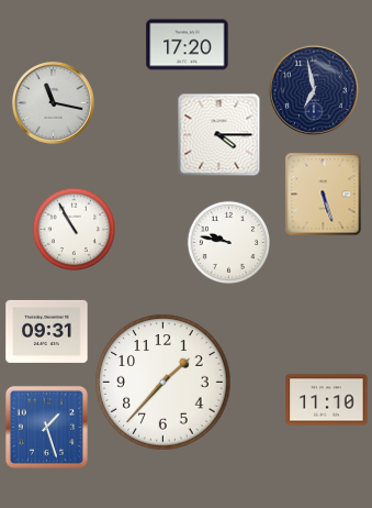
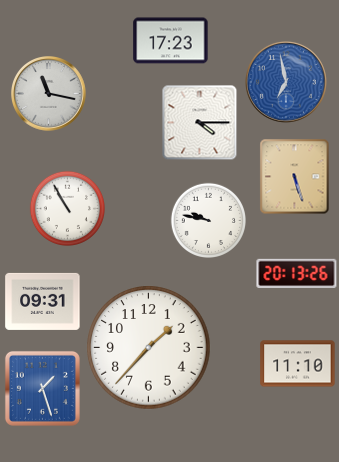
clock at (188, 45): 17:20 -> 17:23
clock at (314, 90) dial: navy -> blue
clock at (297, 273): none -> 20:13
